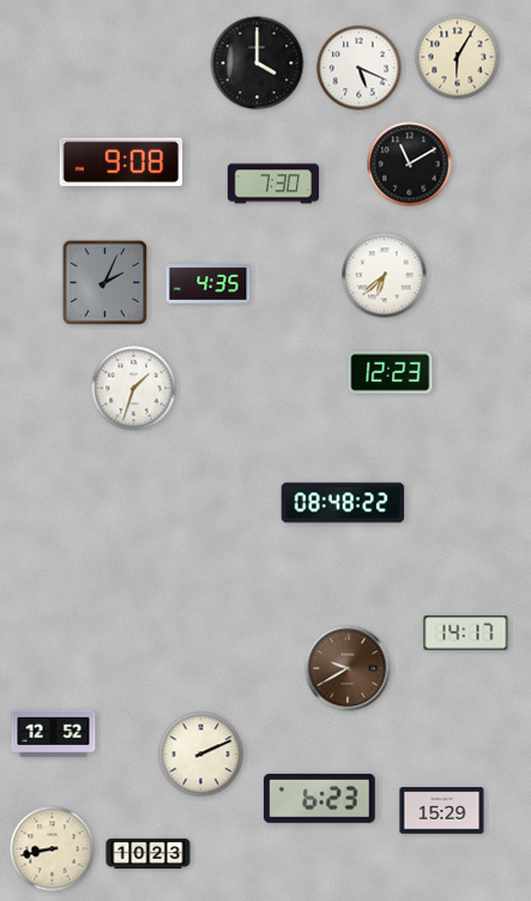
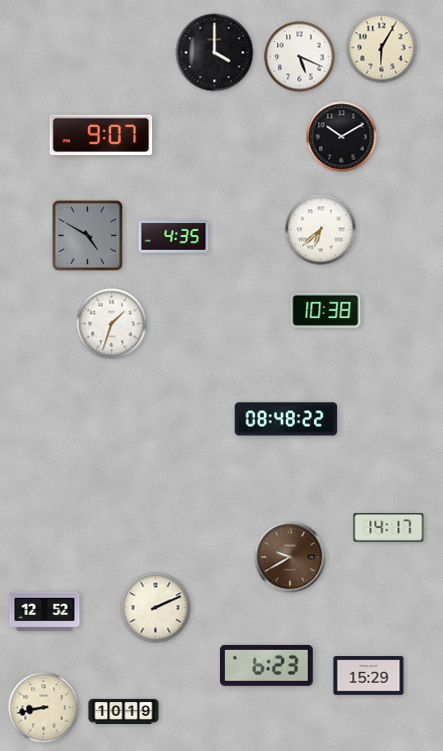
clock at (121, 162): 9:08 -> 9:07
clock at (410, 164): 11:10 -> 10:10
clock at (272, 184): 7:30 -> none
clock at (105, 283): 2:04 -> 4:50
clock at (391, 372): 12:23 -> 10:38
clock at (201, 755) position: (201, 755) -> (156, 608)
clock at (149, 853): 10:23 -> 10:19
